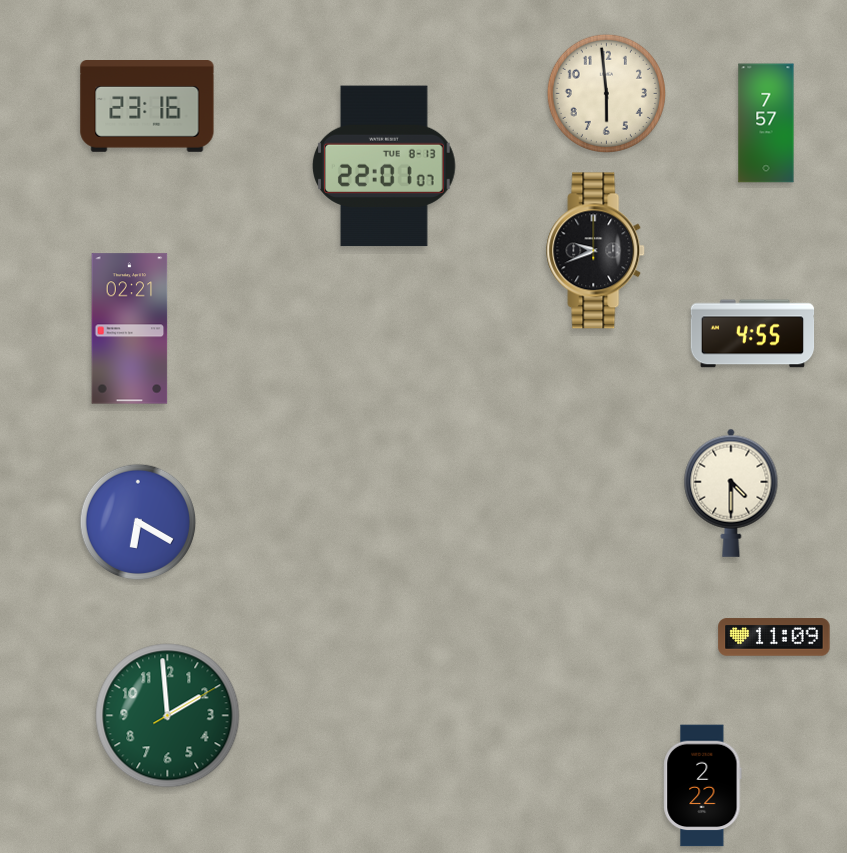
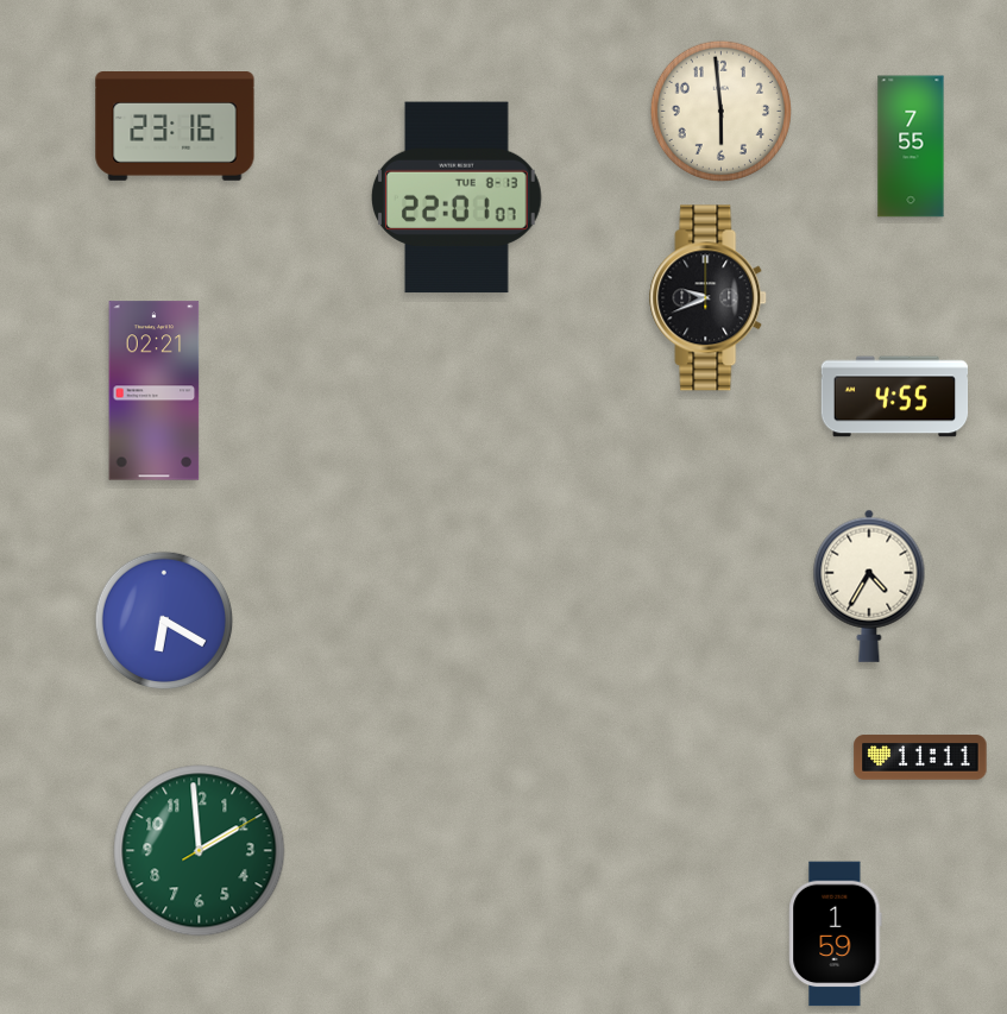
clock at (766, 123): 7:57 -> 7:55
clock at (731, 493): 4:30 -> 4:35
clock at (774, 637): 11:09 -> 11:11
clock at (703, 786): 2:22 -> 1:59
